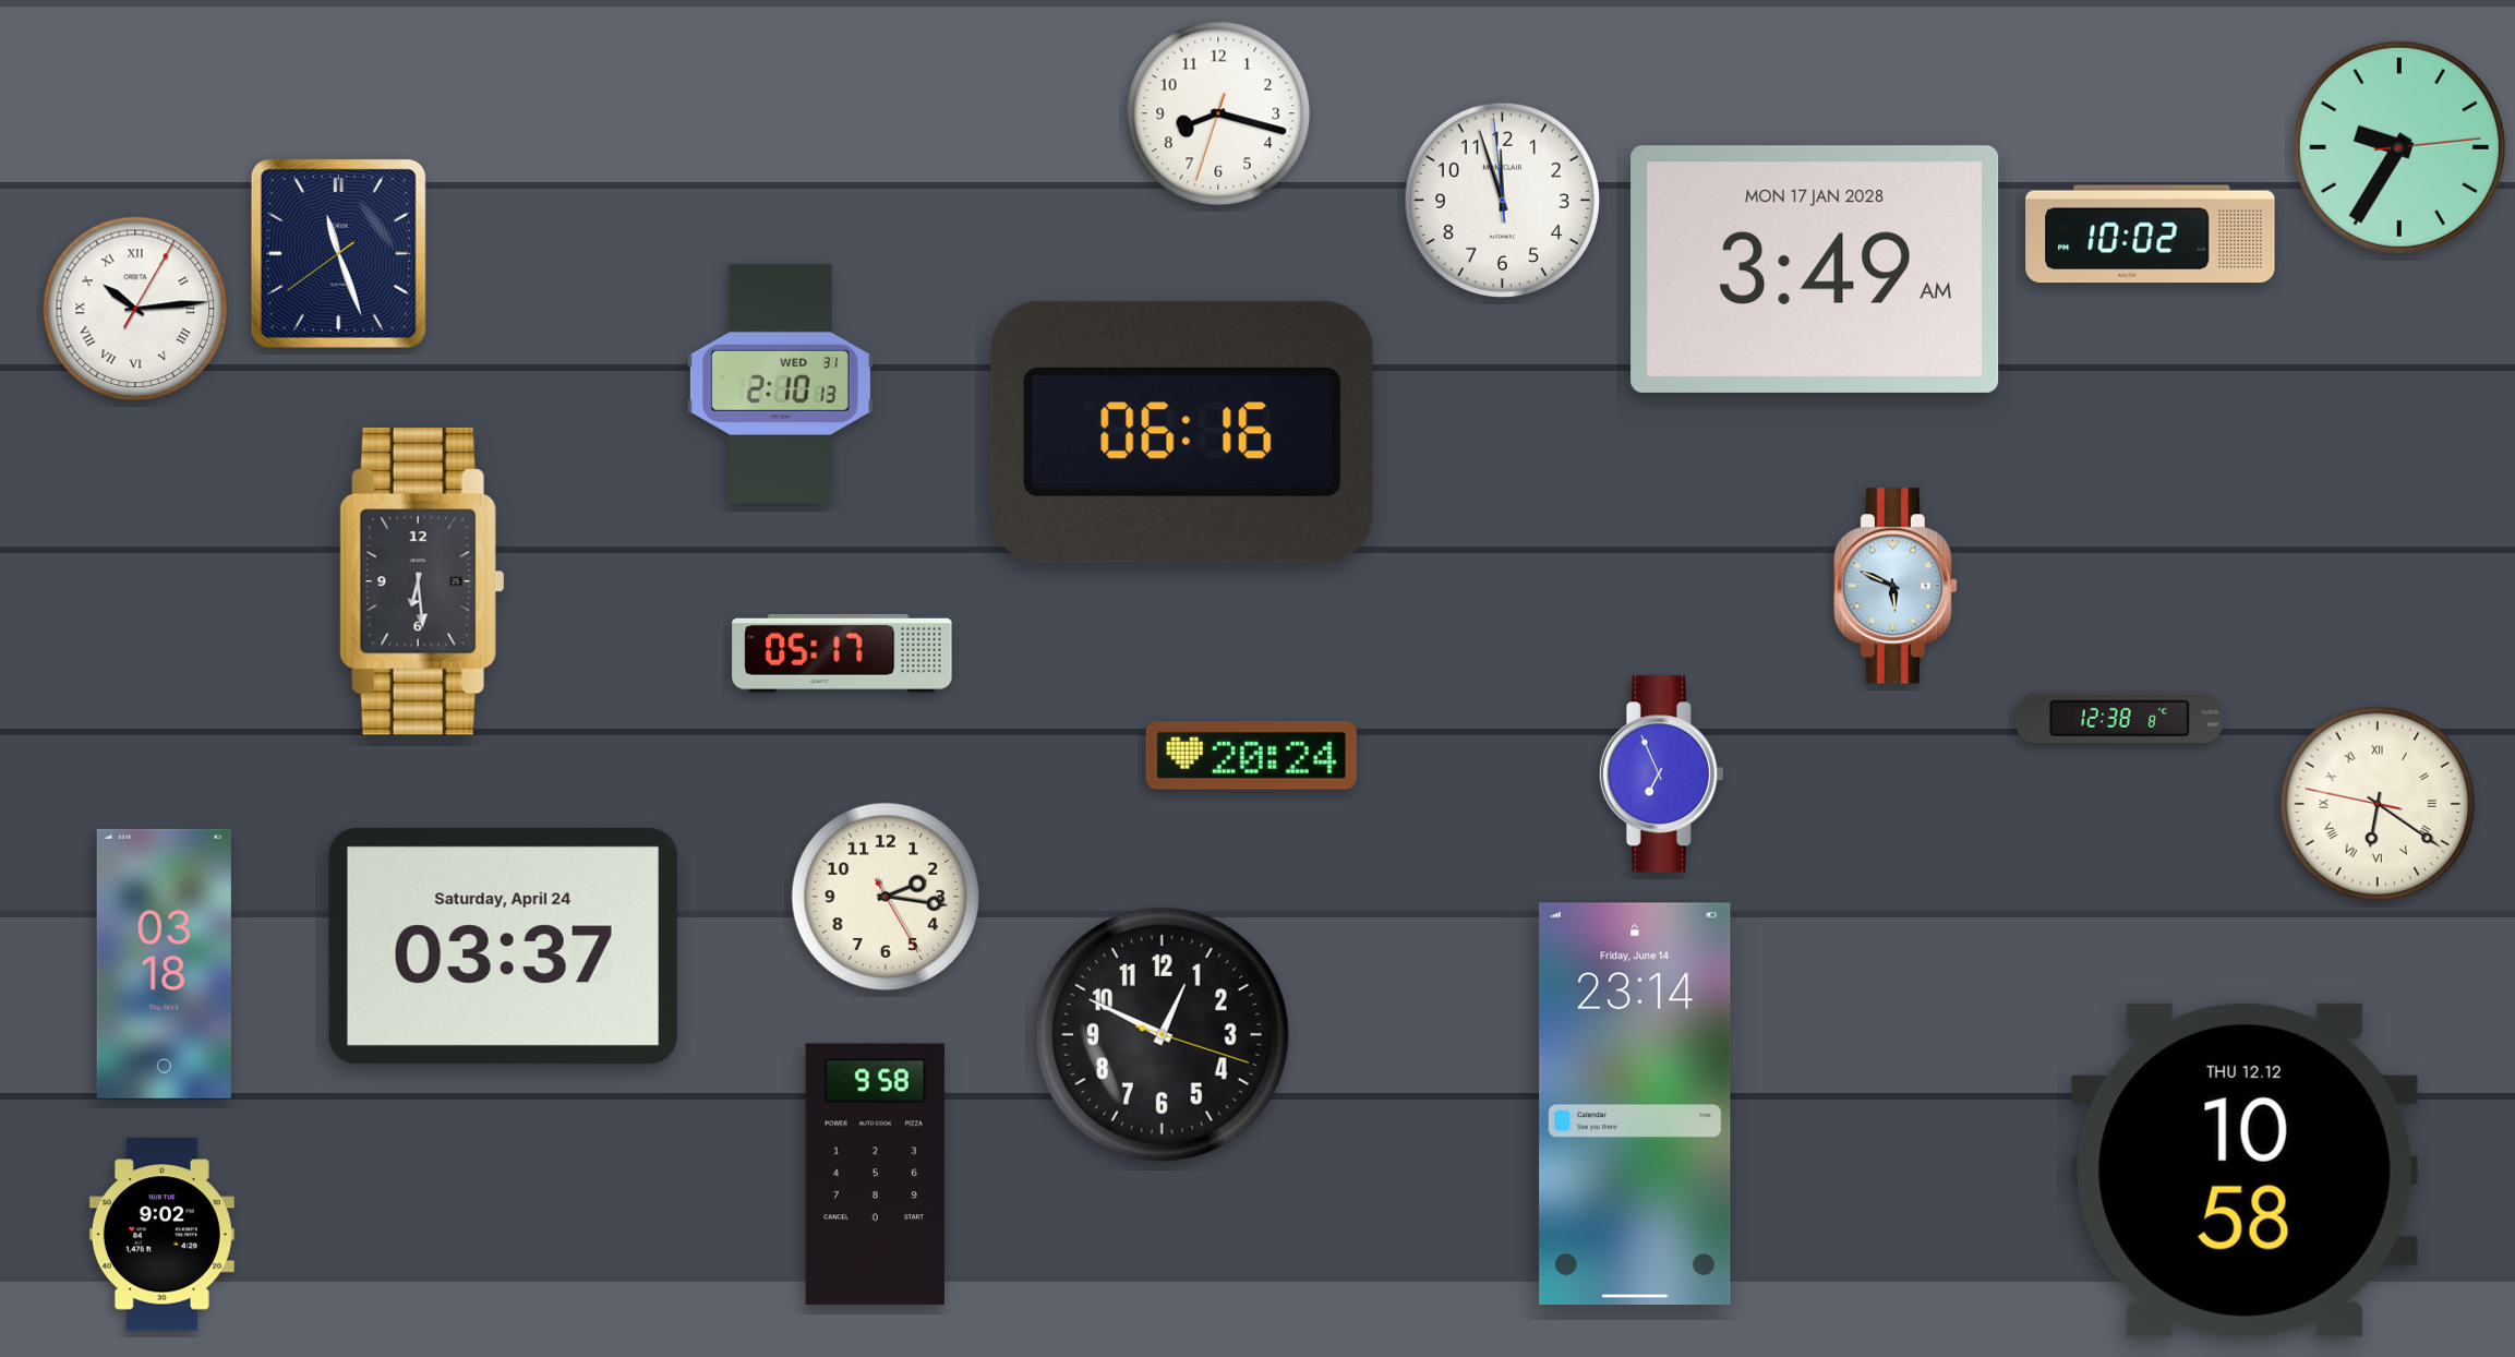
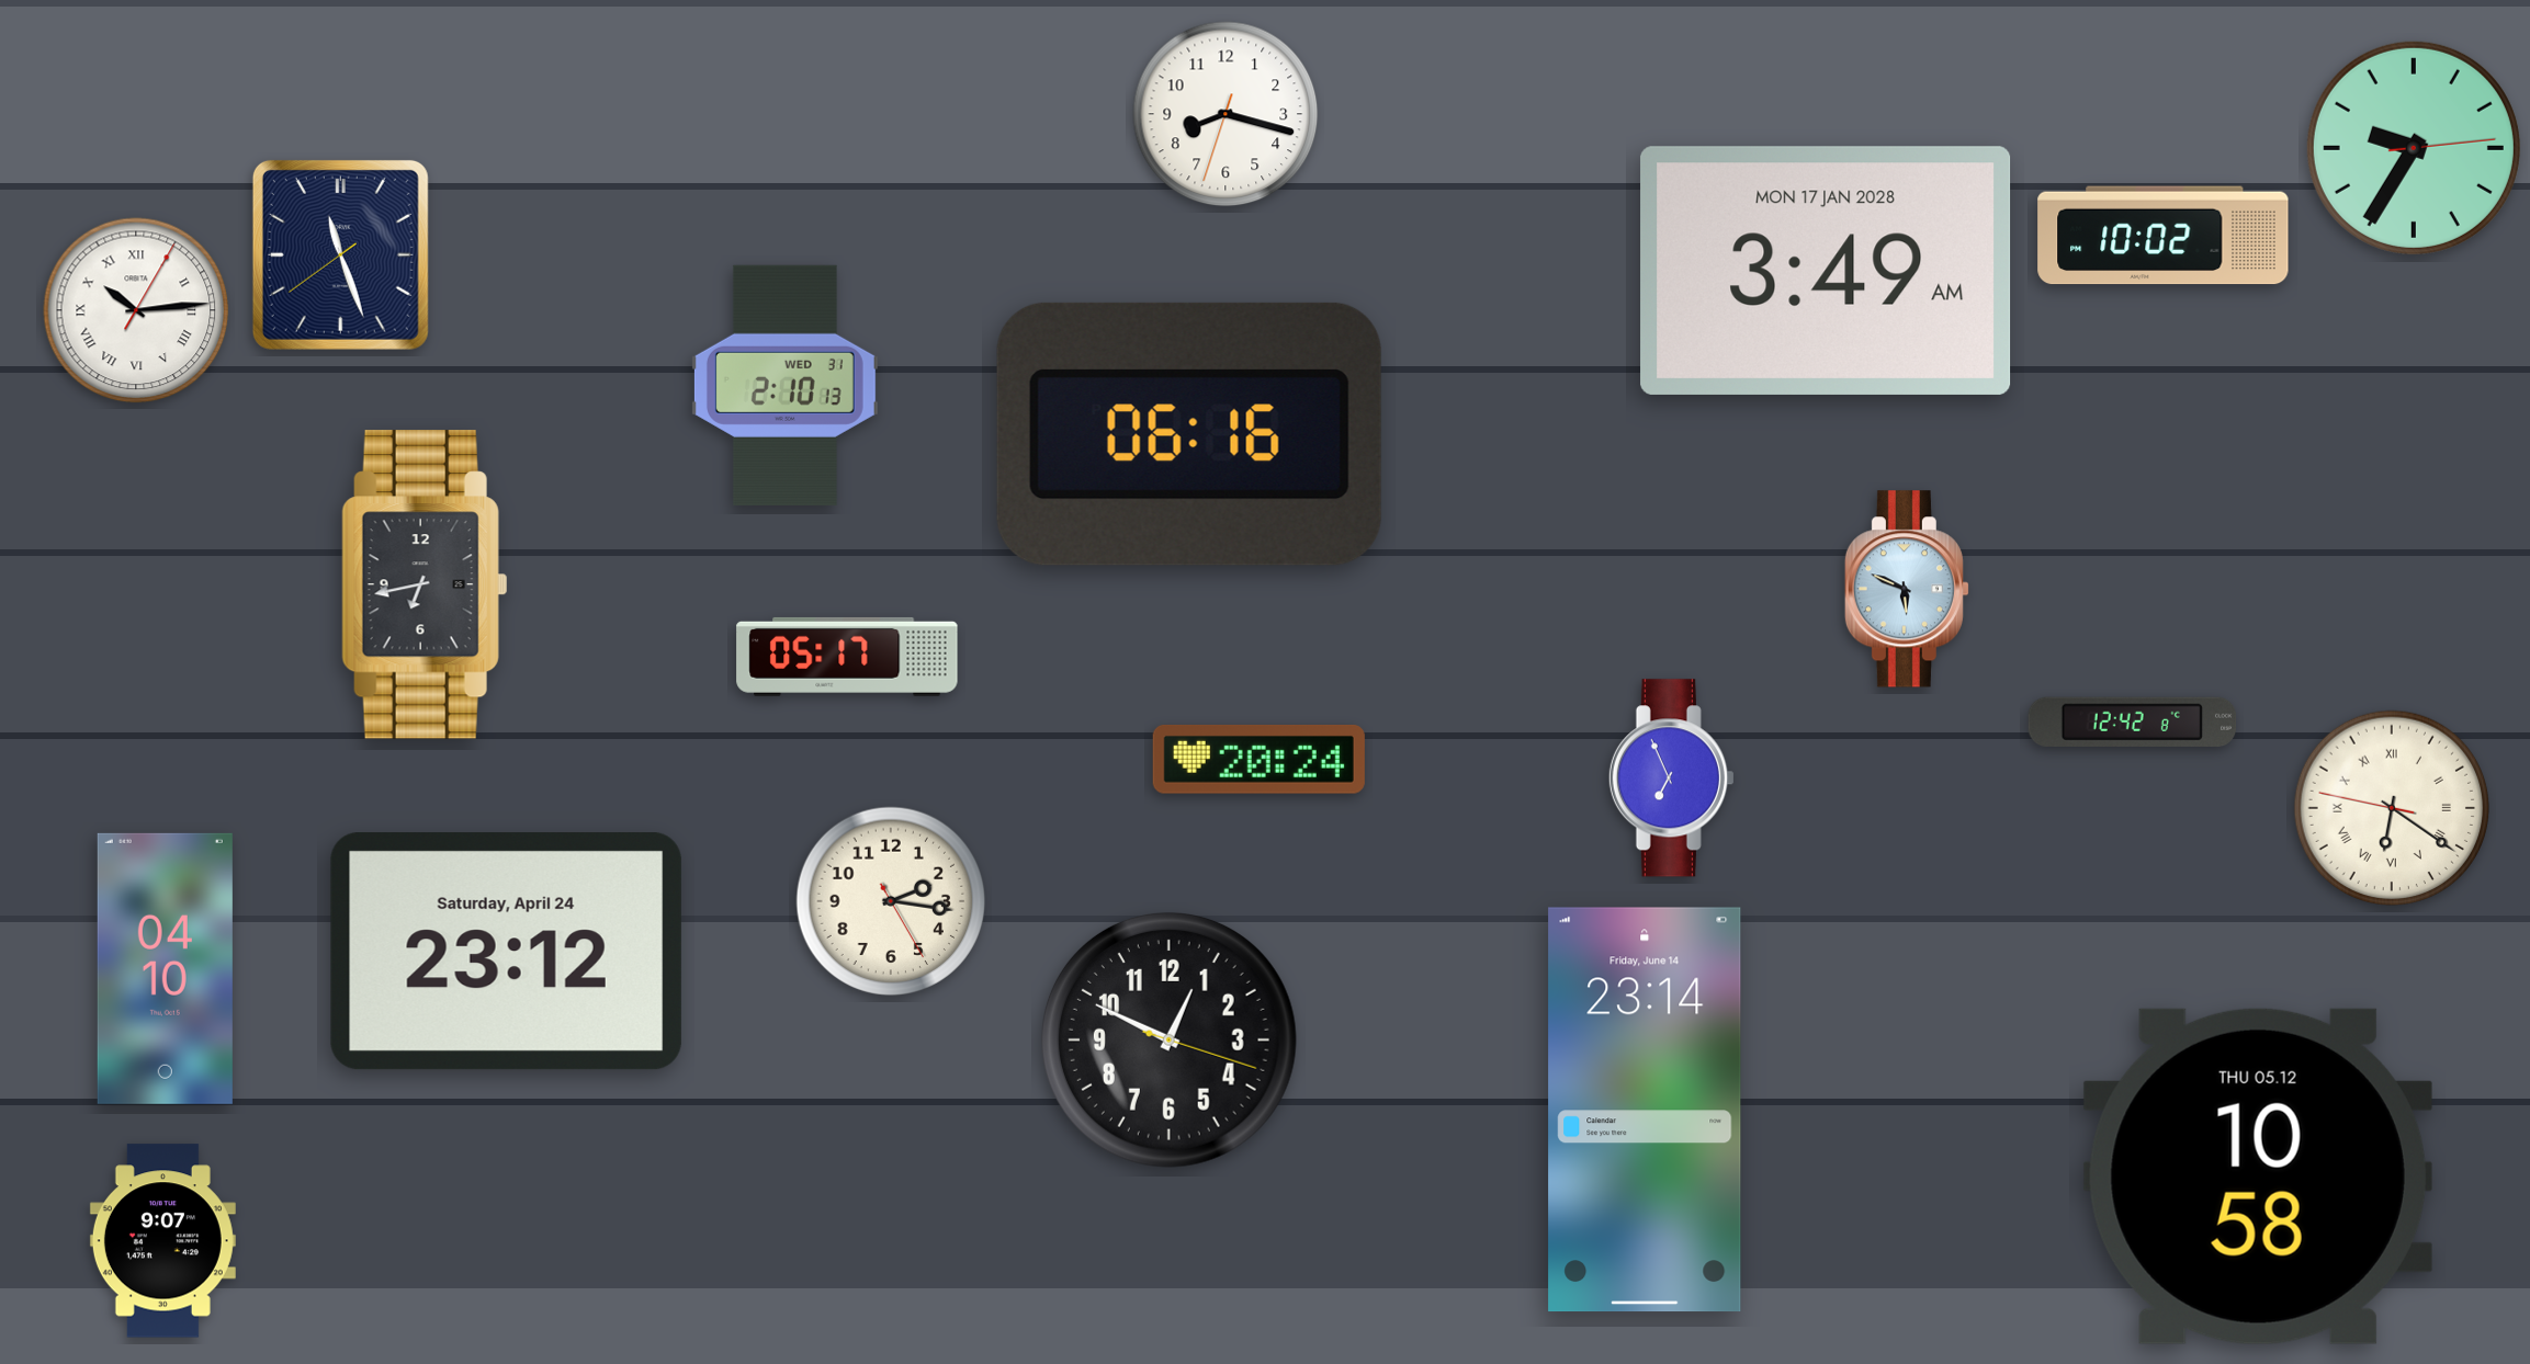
clock at (1502, 200): 11:56 -> none
clock at (422, 581): 6:29 -> 6:43
clock at (2120, 718): 12:38 -> 12:42
clock at (503, 947): 03:37 -> 23:12
clock at (164, 963): 03:18 -> 04:10
clock at (2245, 1170) date: THU 12.12 -> THU 05.12
clock at (875, 1175): 9:58 -> none
clock at (161, 1235): 9:02 -> 9:07
